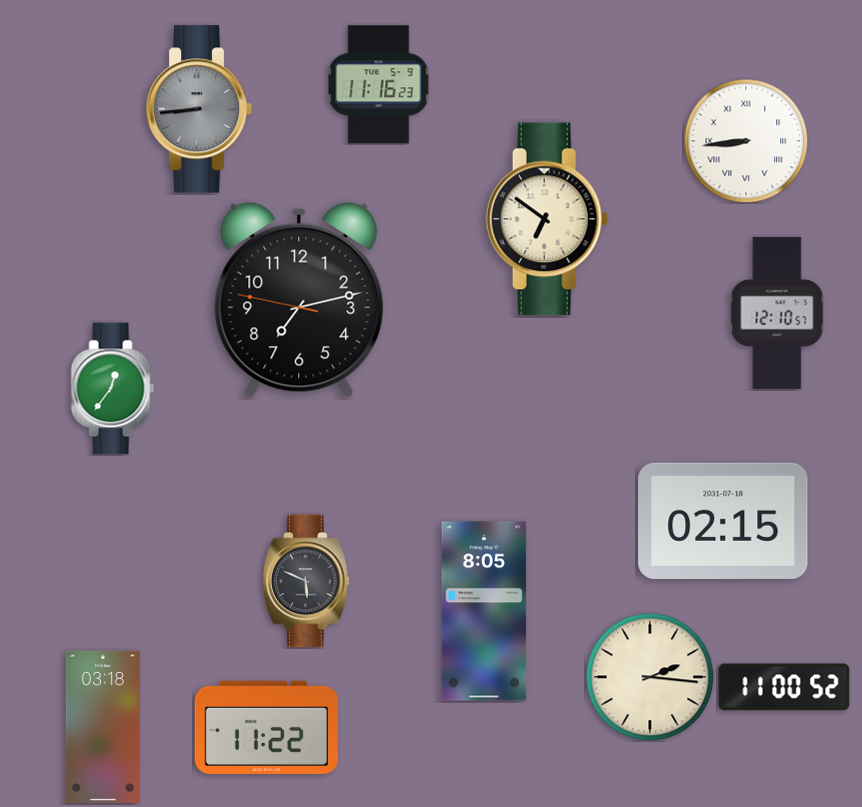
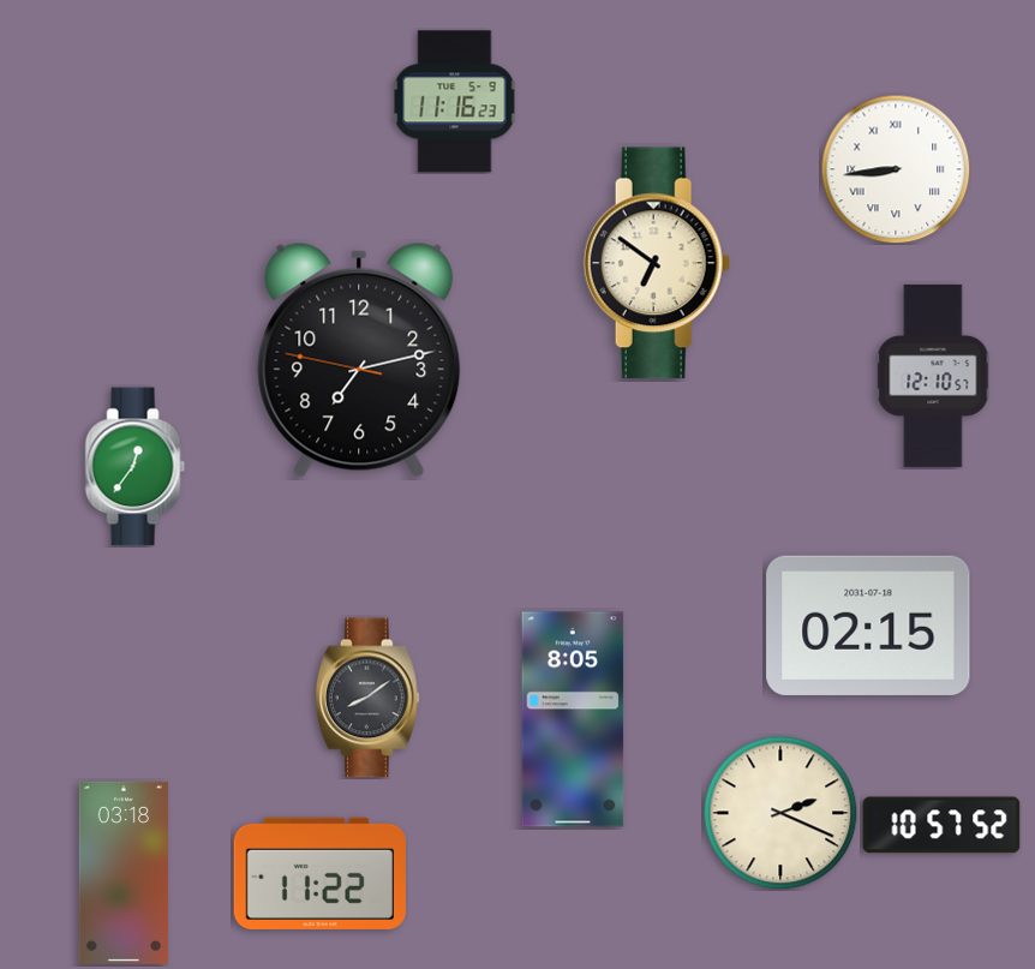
clock at (199, 109): 8:44 -> none
clock at (306, 581): 5:49 -> 8:09
clock at (484, 611) position: (484, 611) -> (573, 719)
clock at (650, 677): 2:16 -> 2:19
clock at (784, 687): 11:00 -> 10:57
